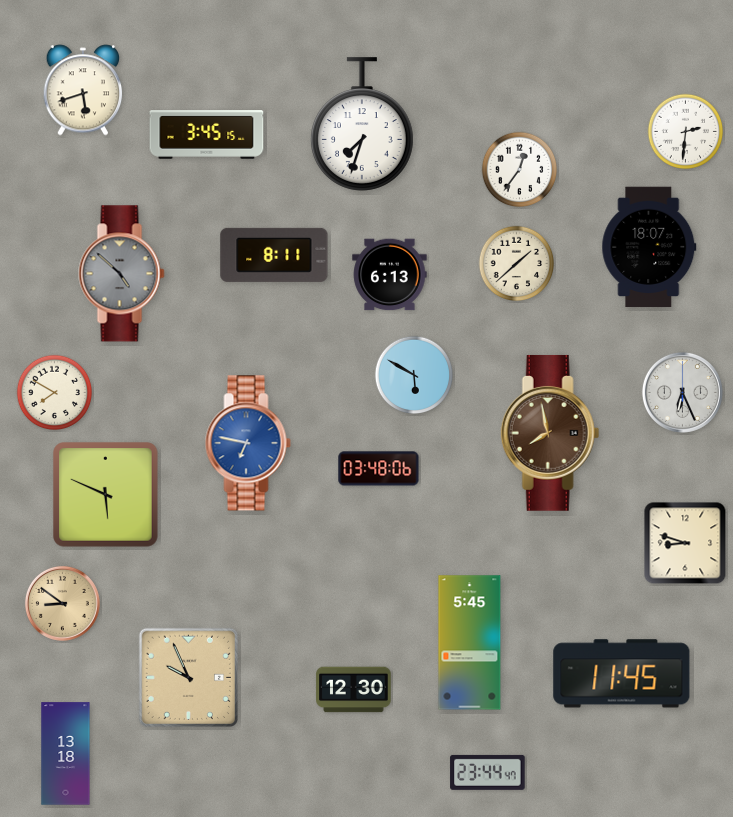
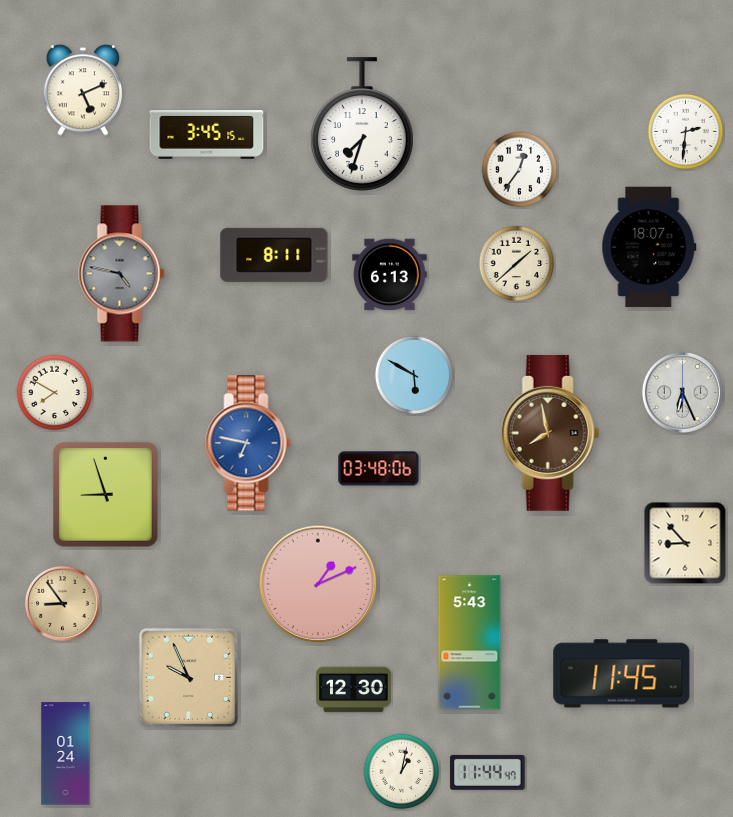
clock at (83, 90): 5:42 -> 5:11
clock at (122, 274): 4:52 -> 4:47
clock at (106, 495): 5:49 -> 8:57
clock at (685, 543): 8:48 -> 8:53
clock at (318, 584): none -> 1:11
clock at (62, 603): 8:51 -> 8:54
clock at (470, 643): 5:45 -> 5:43
clock at (66, 754): 13:18 -> 01:24
clock at (402, 772): none -> 1:02
clock at (488, 772): 23:44 -> 11:44
